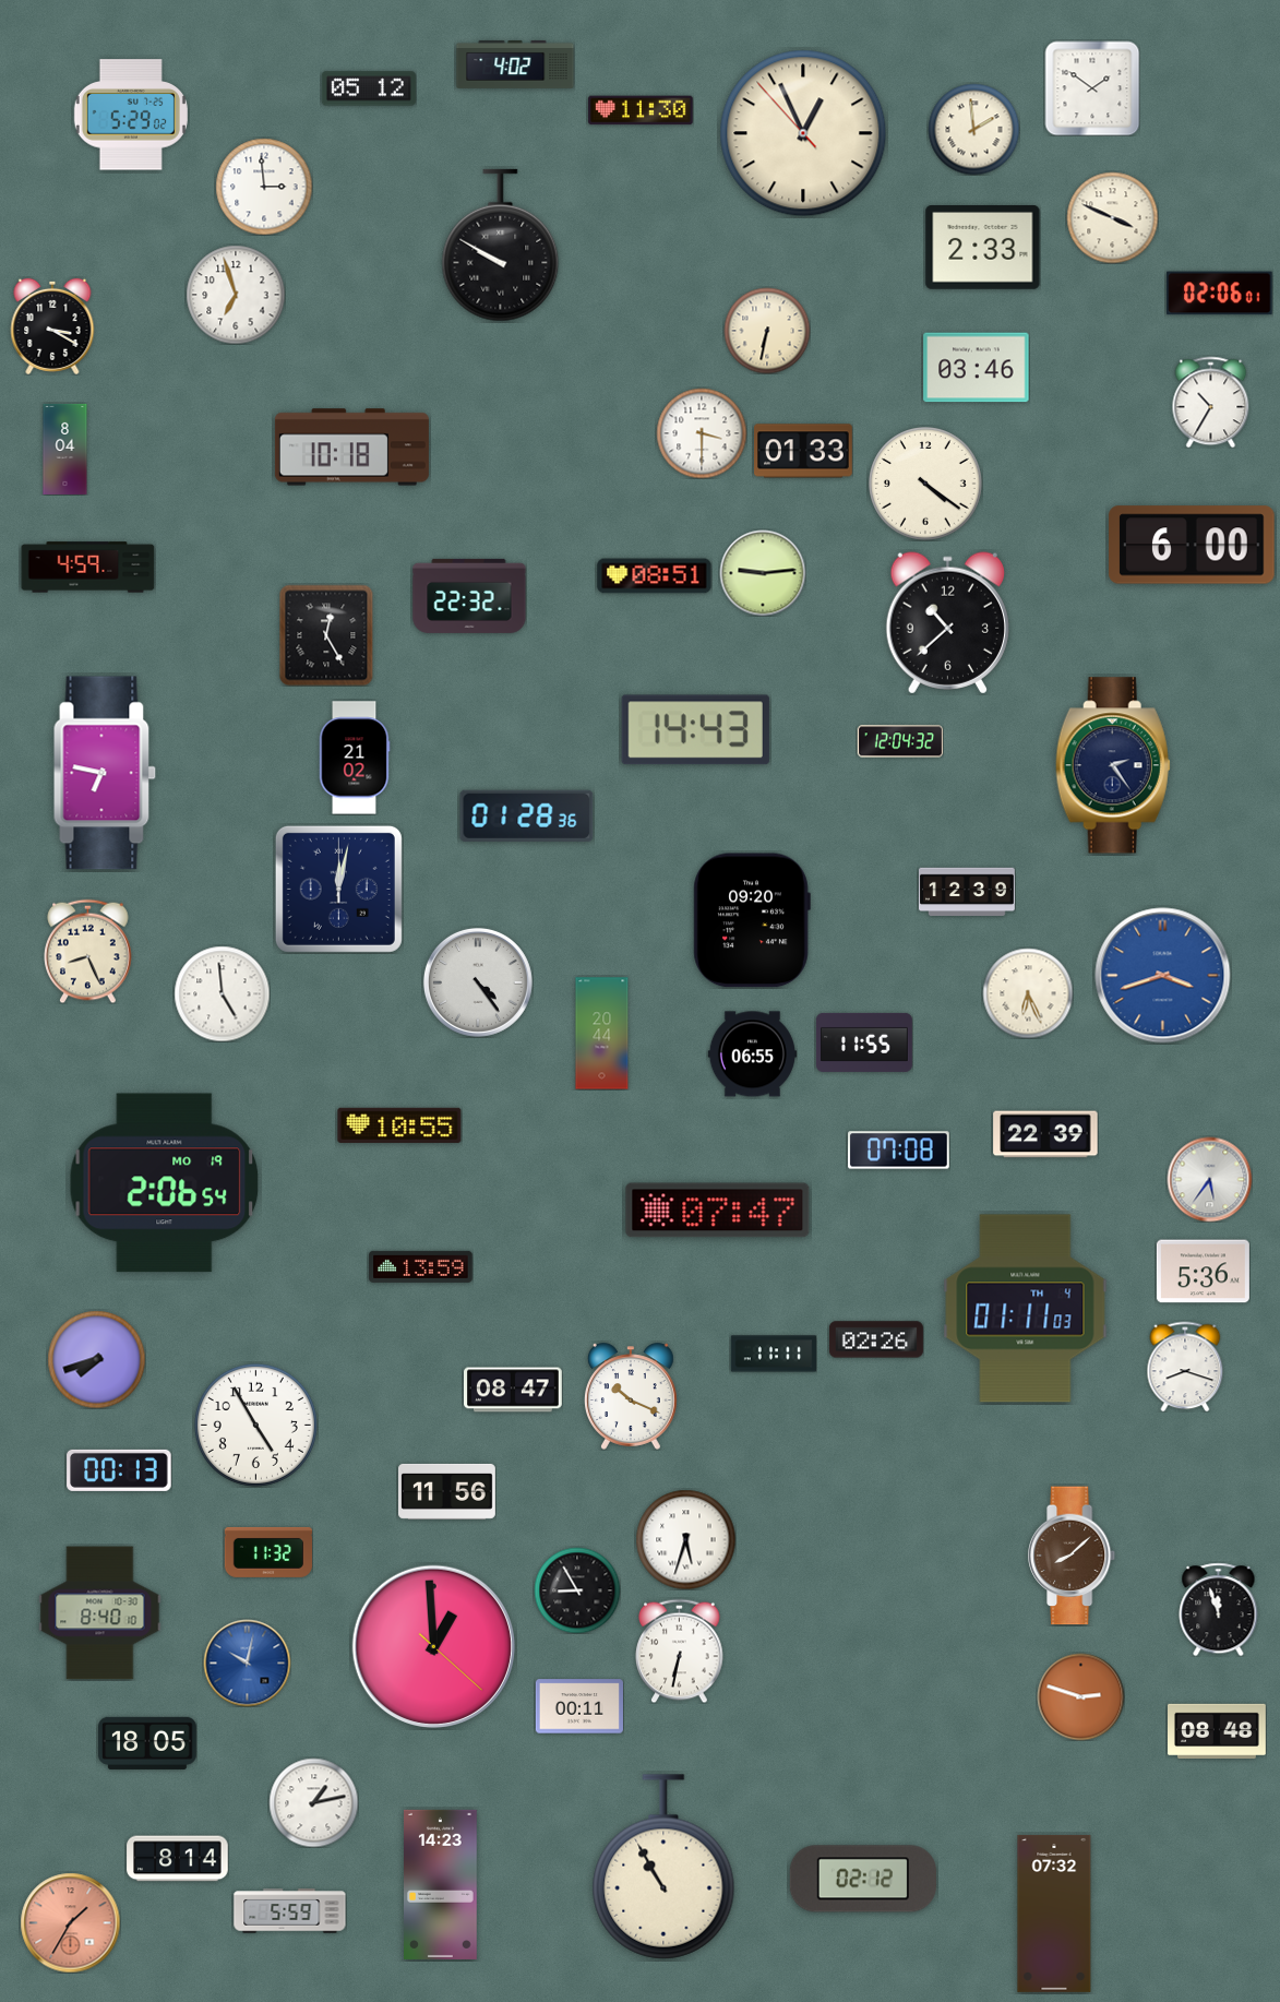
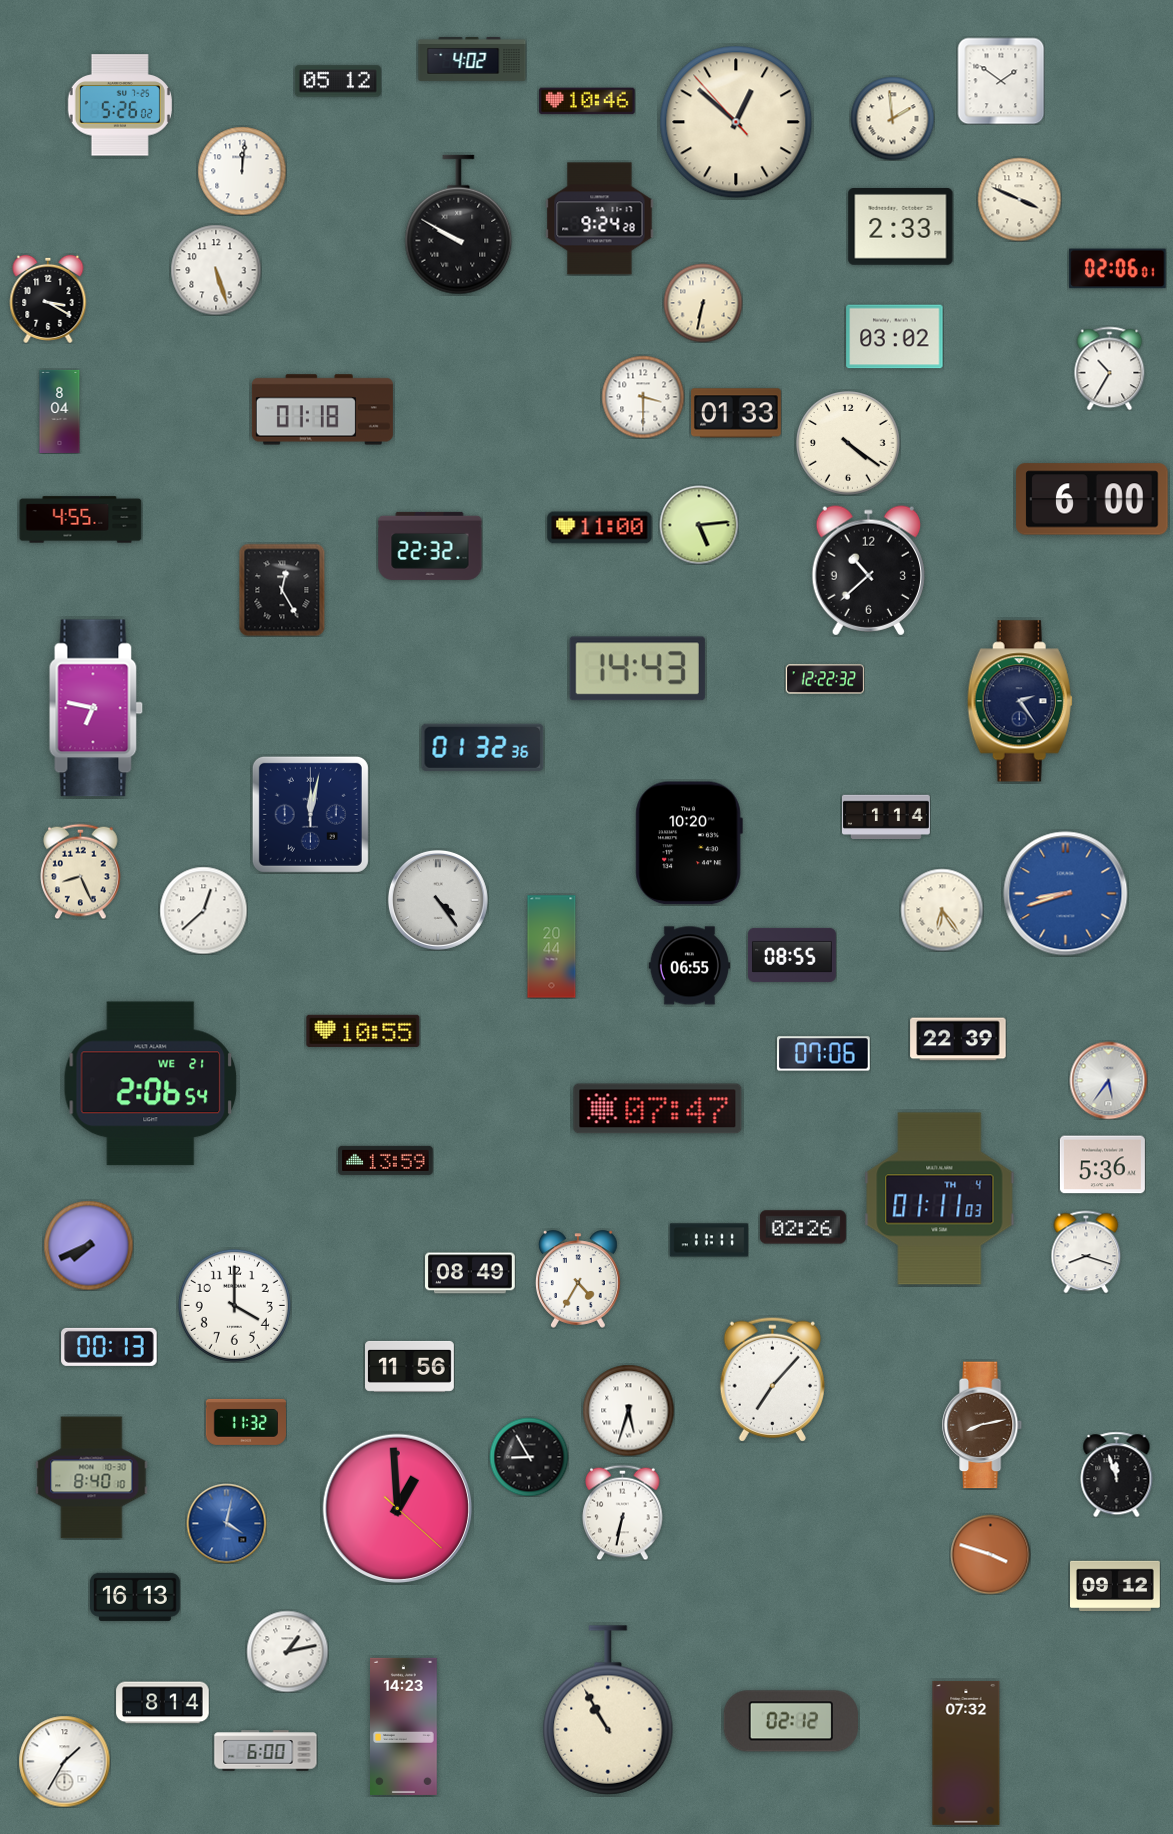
clock at (641, 110): 11:30 -> 10:46
clock at (131, 115): 5:29 -> 5:26
clock at (803, 133): 12:55 -> 12:51
clock at (264, 187): 2:59 -> 12:01
clock at (600, 219): none -> 9:24
clock at (236, 295): 6:57 -> 5:27
clock at (977, 368): 03:46 -> 03:02
clock at (351, 448): 10:18 -> 01:18
clock at (88, 568): 4:59 -> 4:55
clock at (763, 573): 9:14 -> 5:14
clock at (655, 576): 08:51 -> 11:00
clock at (326, 635) position: (326, 635) -> (282, 590)
clock at (900, 741): 12:04 -> 12:22
clock at (355, 758): 21:02 -> none
clock at (527, 815): 01:28 -> 01:32
clock at (967, 891): 12:39 -> 1:14
clock at (752, 920): 09:20 -> 10:20
clock at (1163, 976): 3:42 -> 8:42
clock at (222, 993): 4:59 -> 12:38
clock at (1028, 993): 6:26 -> 6:24
clock at (864, 1042): 11:55 -> 08:55
clock at (399, 1125) position: (399, 1125) -> (363, 1031)
clock at (899, 1151): 07:08 -> 07:06
clock at (165, 1183) date: MO 19 -> WE 21
clock at (96, 1359): 7:42 -> 7:41
clock at (514, 1390): 08:47 -> 08:49
clock at (631, 1396): 10:19 -> 4:35
clock at (255, 1425): 4:55 -> 4:00
clock at (772, 1379): none -> 7:07
clock at (1073, 1556): 8:08 -> 8:13
clock at (247, 1663): 10:02 -> 4:02
clock at (1080, 1696): 2:48 -> 3:48
clock at (579, 1706): 00:11 -> none
clock at (1217, 1730): 08:48 -> 09:12
clock at (148, 1743): 18:05 -> 16:13
clock at (290, 1911): 5:59 -> 6:00
clock at (70, 1922) dial: salmon -> white
